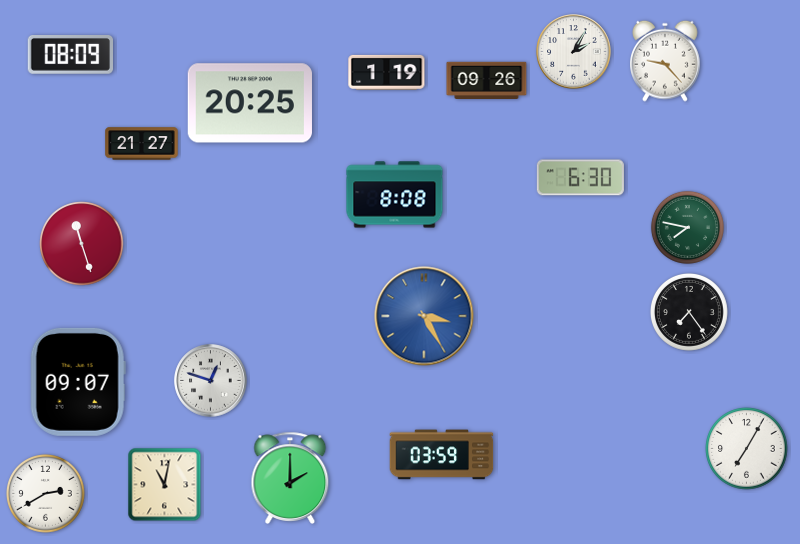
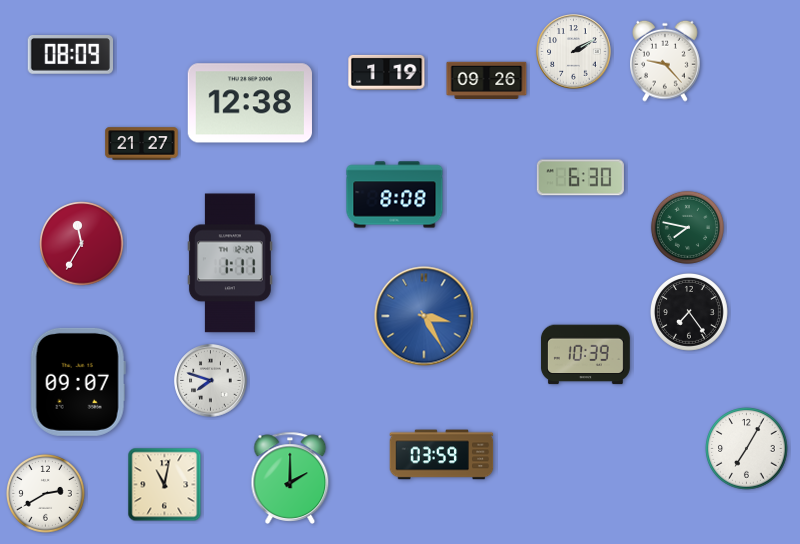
clock at (574, 52): 2:05 -> 2:10
clock at (250, 103): 20:25 -> 12:38
clock at (82, 244): 11:27 -> 11:35
clock at (230, 263): none -> 1:11
clock at (585, 355): none -> 10:39
clock at (211, 381): 12:48 -> 7:48
